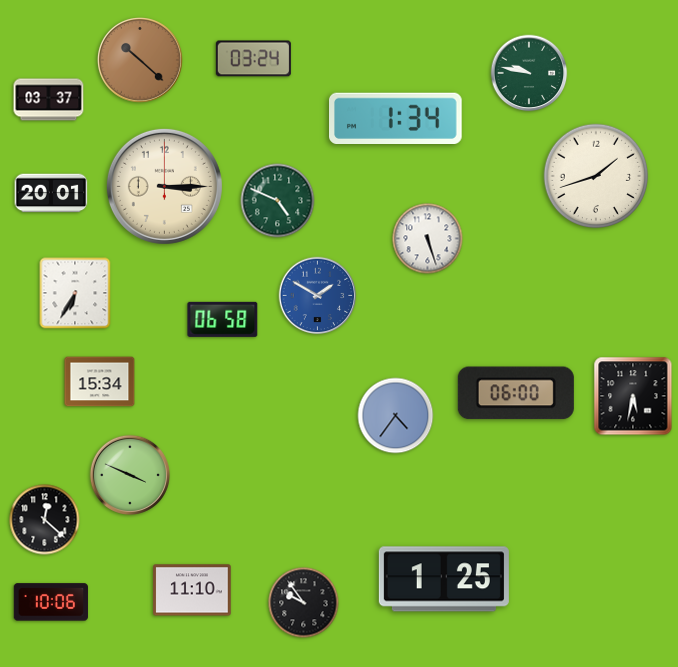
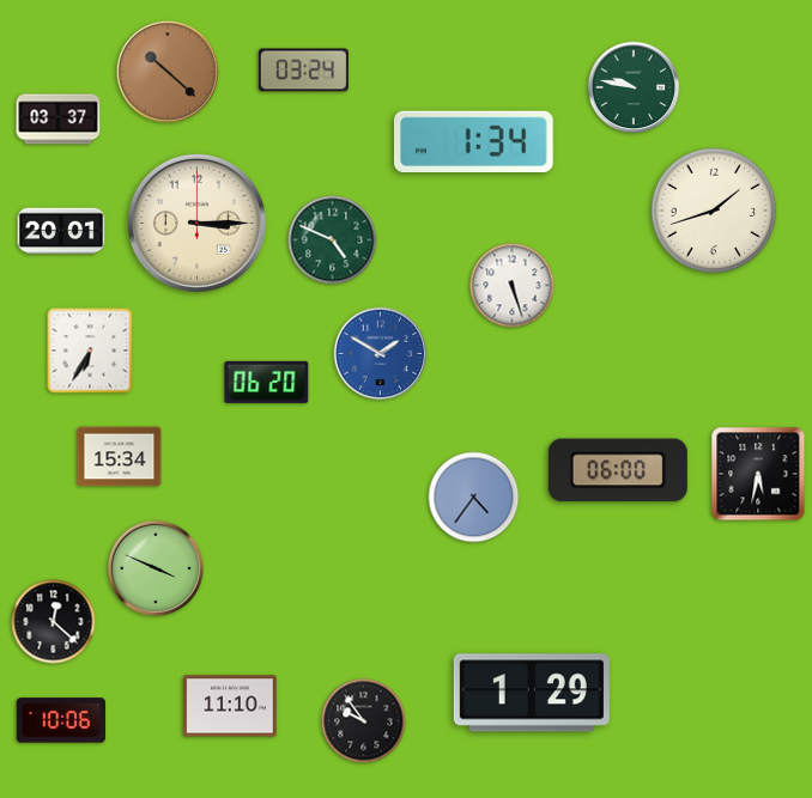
clock at (223, 319): 06:58 -> 06:20
clock at (444, 579): 1:25 -> 1:29
